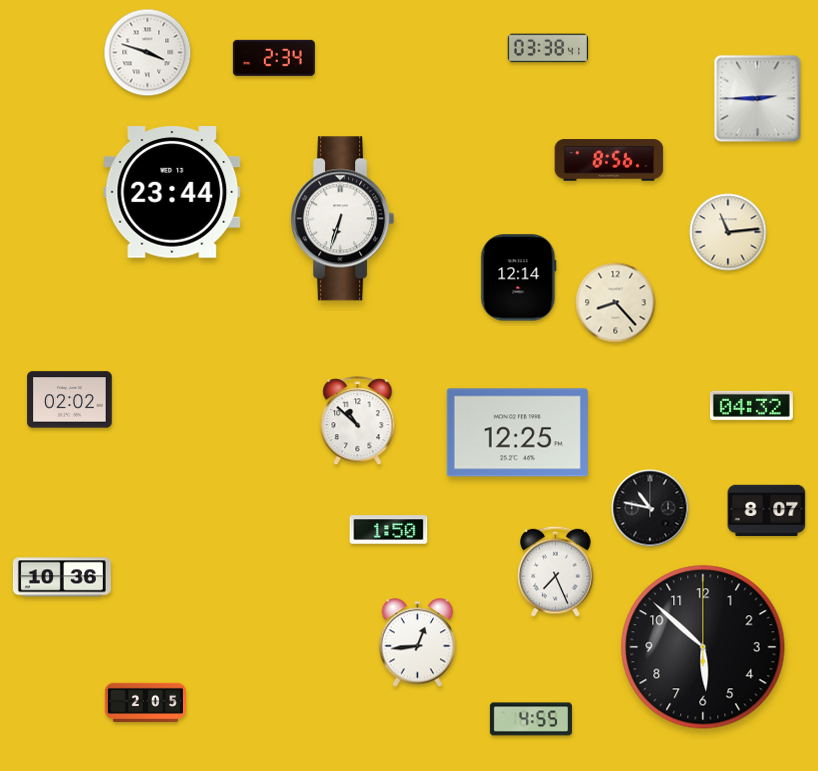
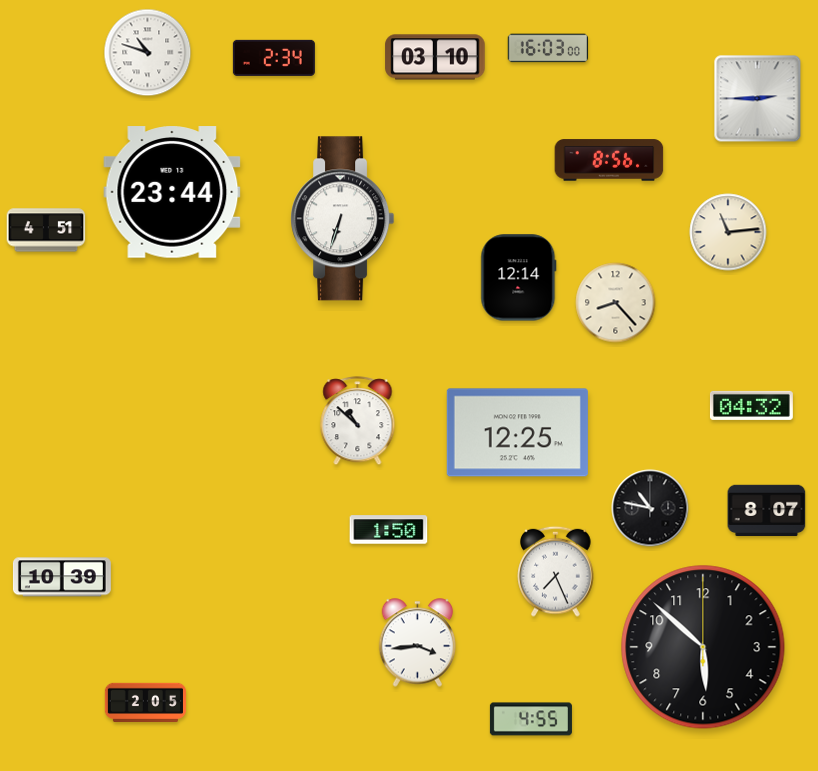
clock at (548, 48): 03:38 -> 16:03
clock at (148, 53): 3:48 -> 10:48
clock at (435, 57): none -> 03:10
clock at (46, 230): none -> 4:51
clock at (70, 400): 02:02 -> none
clock at (62, 577): 10:36 -> 10:39
clock at (418, 643): 12:44 -> 3:44
